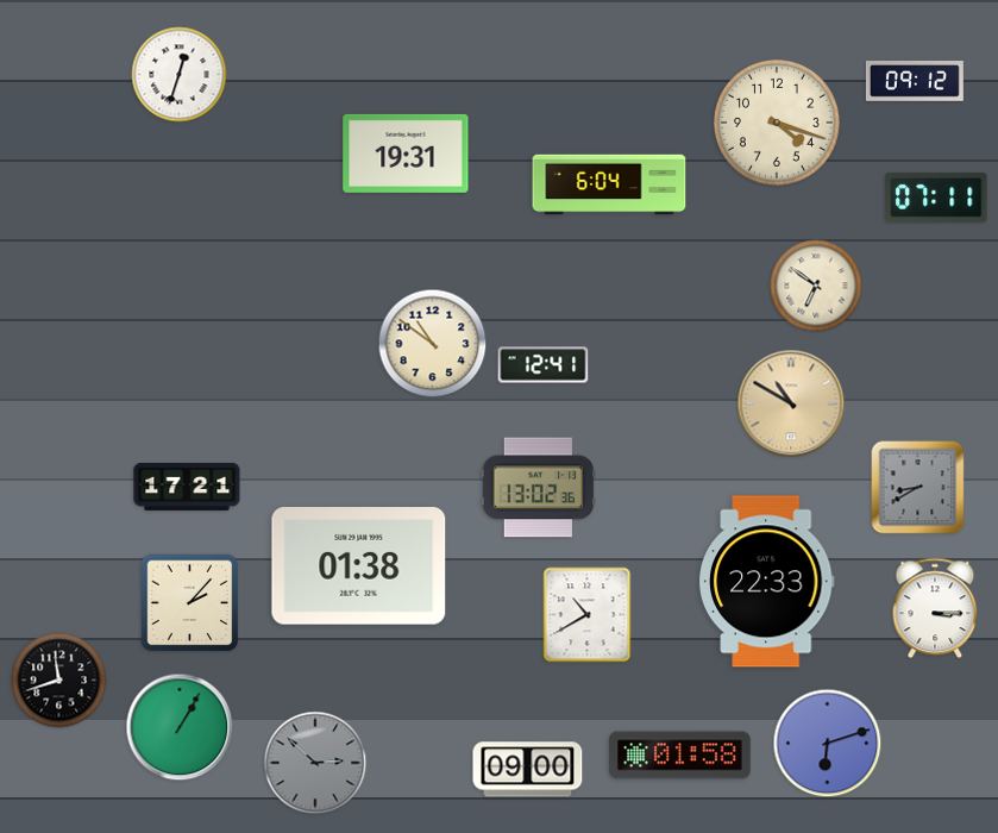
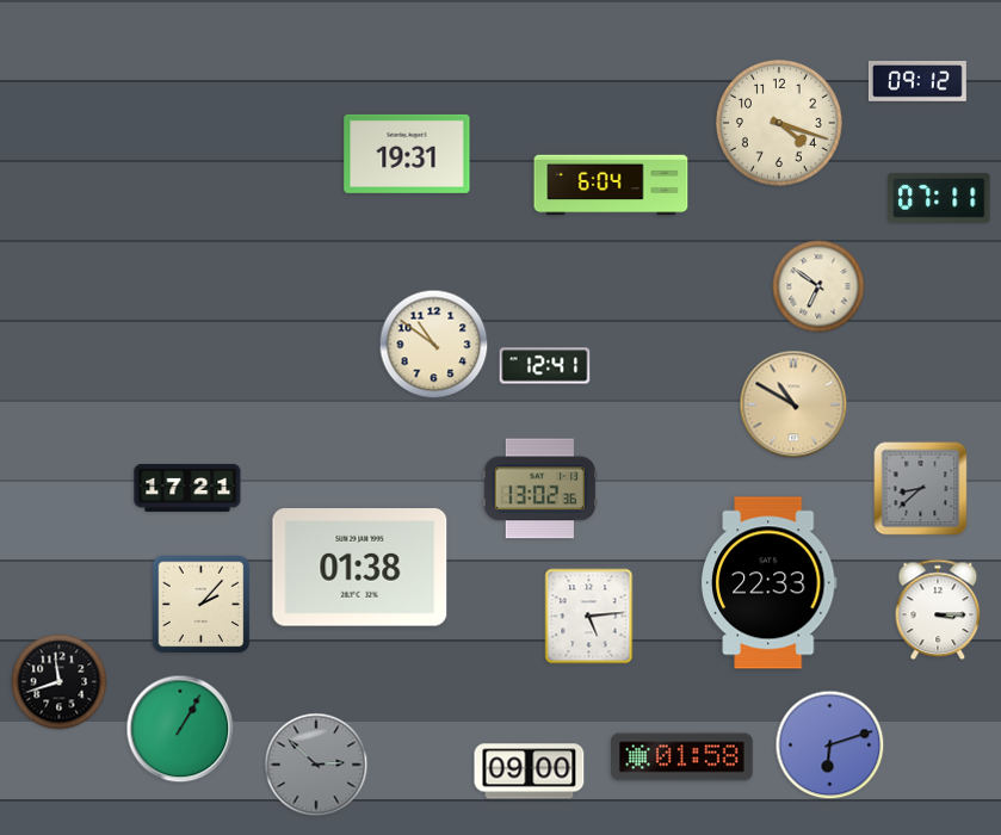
clock at (180, 75): 12:33 -> none
clock at (918, 488): 8:40 -> 8:38
clock at (190, 603) position: (190, 603) -> (202, 605)
clock at (588, 615): 10:40 -> 5:14
